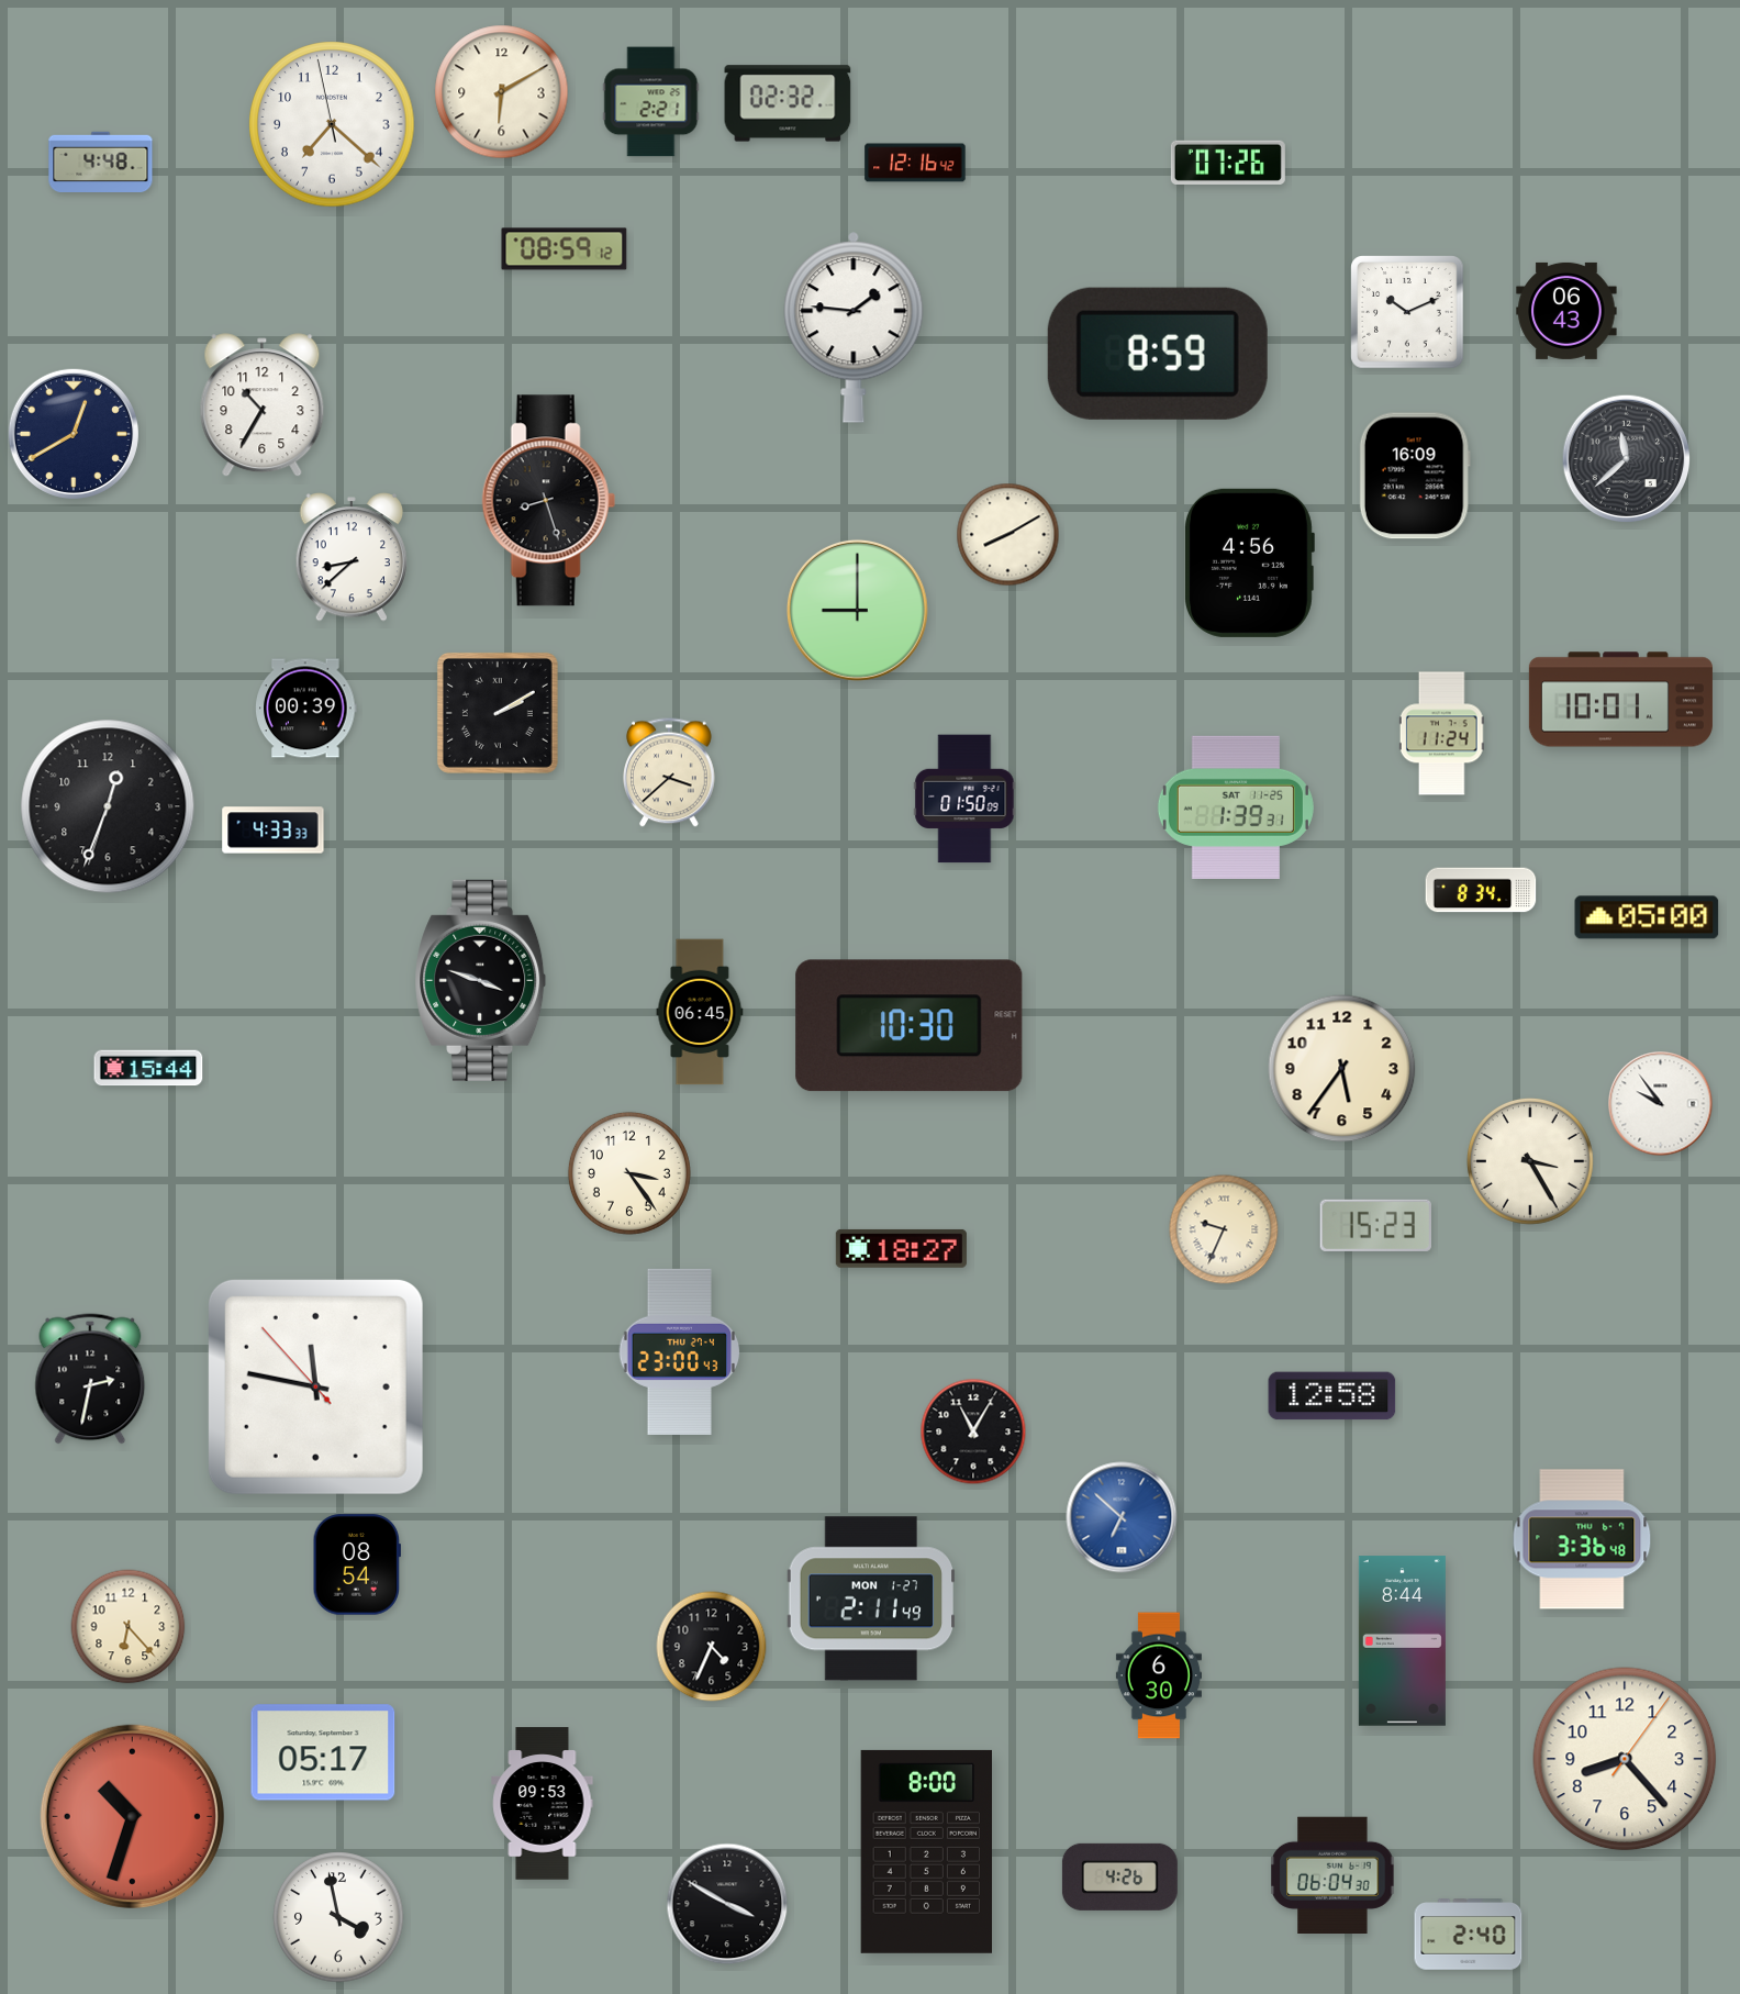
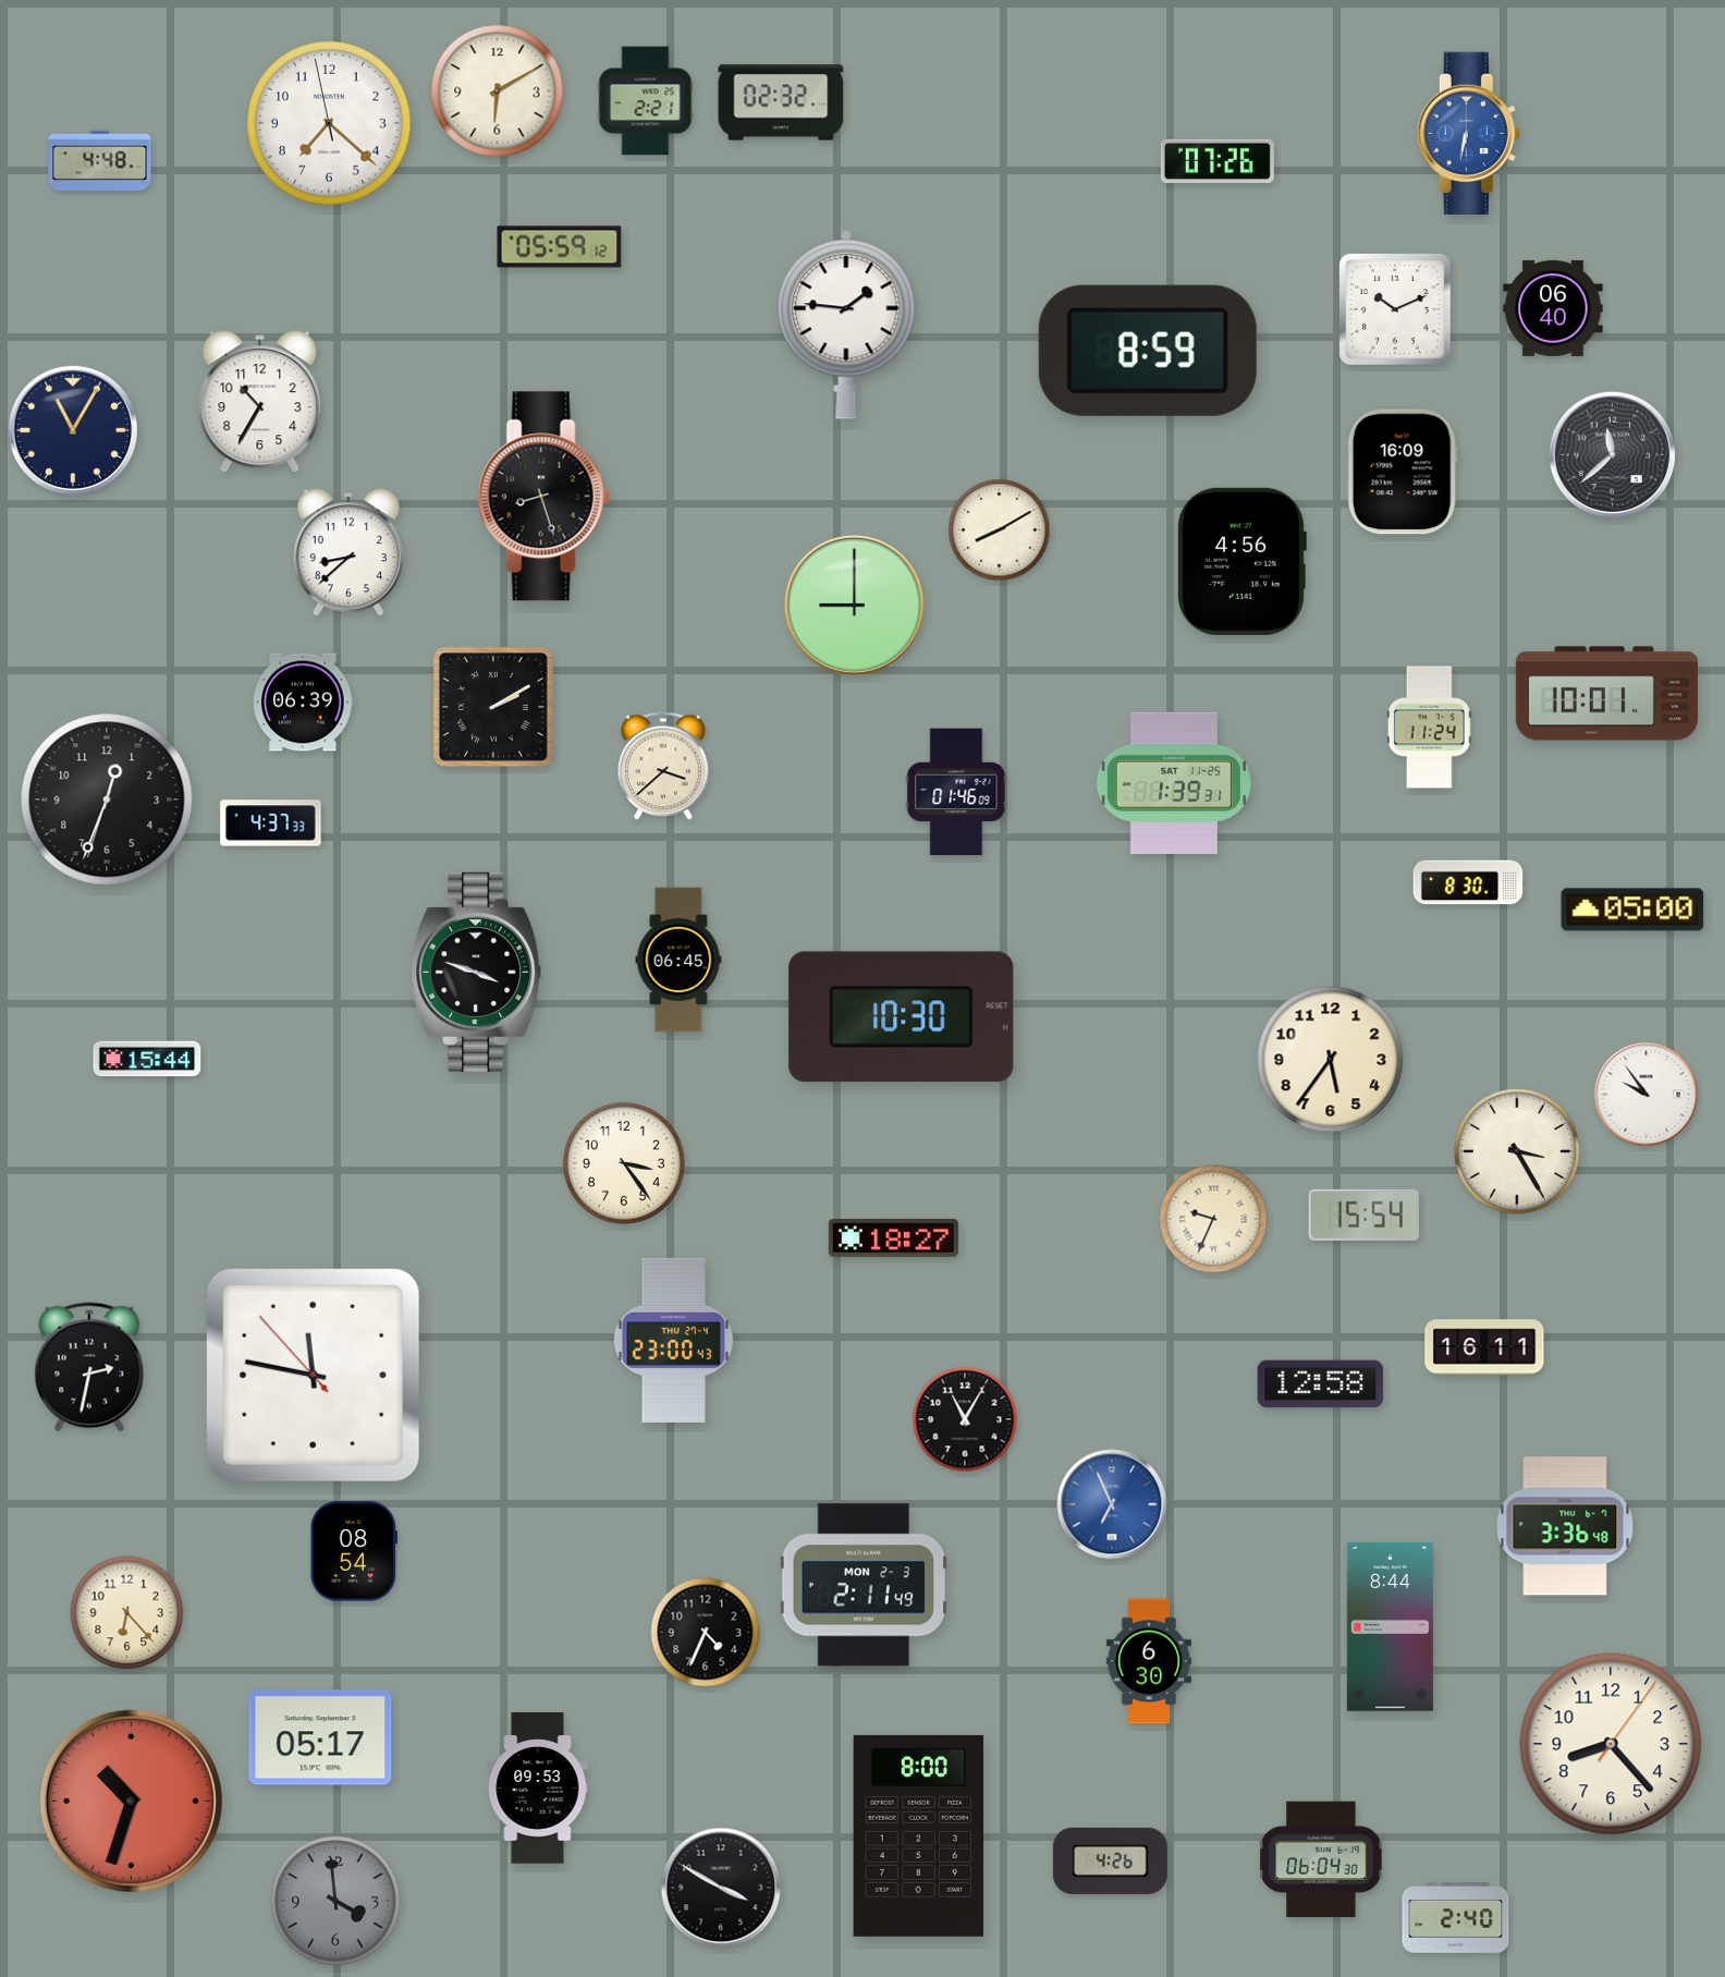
clock at (1468, 133): none -> 6:32
clock at (915, 163): 12:16 -> none
clock at (565, 249): 08:59 -> 05:59
clock at (1566, 311): 06:43 -> 06:40
clock at (74, 434): 12:40 -> 11:05
clock at (1249, 562) position: (1249, 562) -> (1241, 561)
clock at (857, 610) position: (857, 610) -> (854, 605)
clock at (306, 709): 00:39 -> 06:39
clock at (964, 799): 01:50 -> 01:46
clock at (1236, 807) position: (1236, 807) -> (1174, 783)
clock at (274, 831): 4:33 -> 4:37
clock at (1481, 890): 8:34 -> 8:30
clock at (700, 1012) position: (700, 1012) -> (678, 960)
clock at (1375, 1225): 15:23 -> 15:54
clock at (1484, 1347): none -> 16:11
clock at (1122, 1517): 6:52 -> 6:56
clock at (1582, 1539) position: (1582, 1539) -> (1565, 1526)
clock at (871, 1598) date: MON 1-27 -> MON 2-3
clock at (338, 1917): 3:58 -> 3:59
clock at (338, 1917) dial: white -> grey
